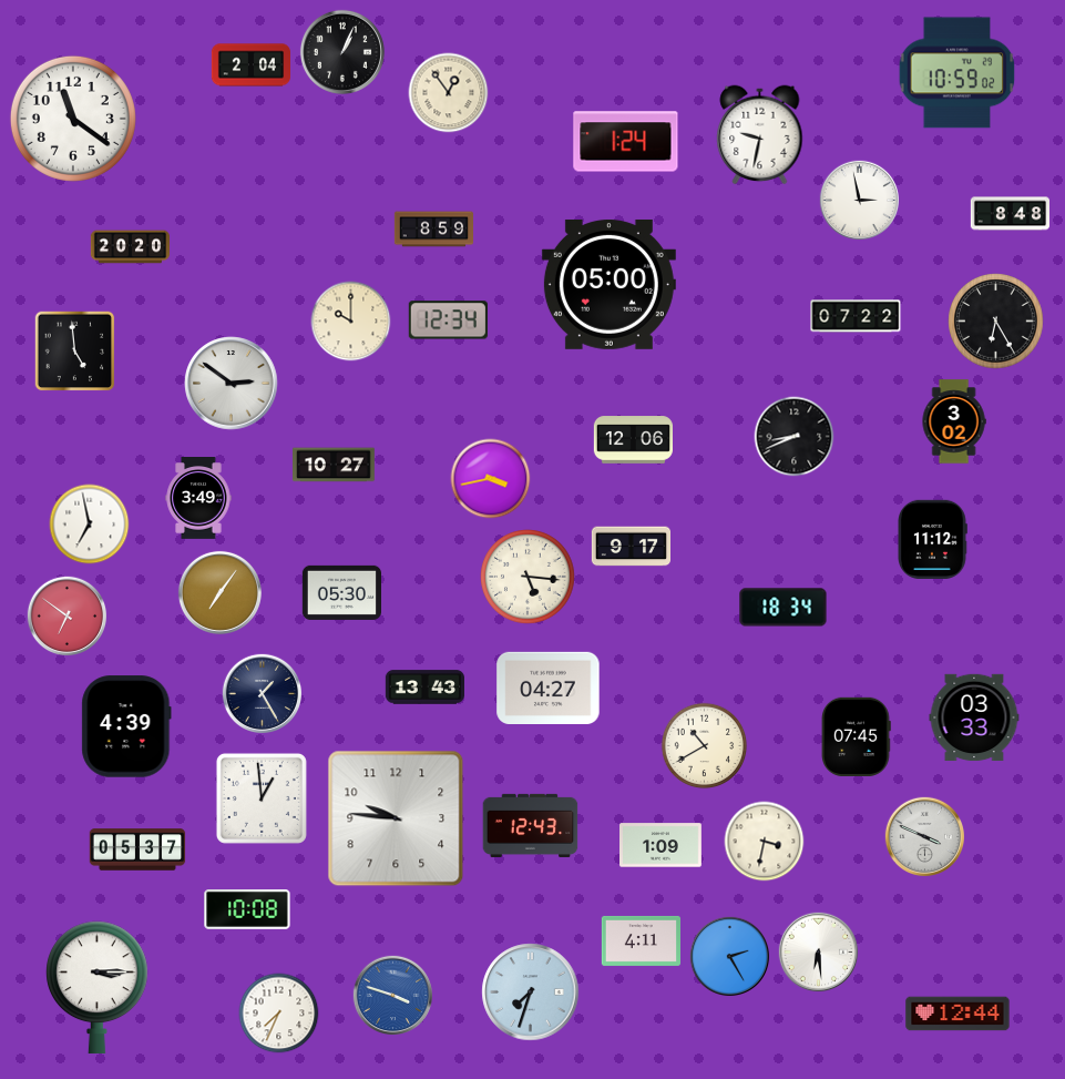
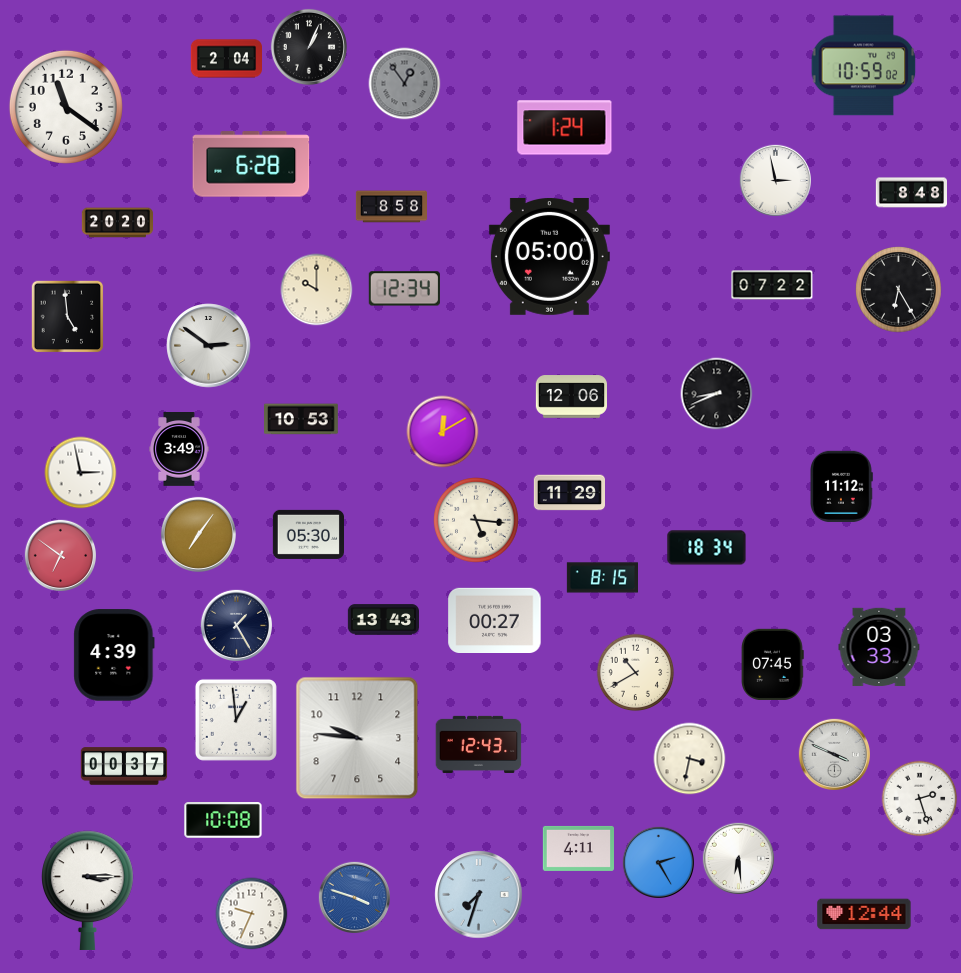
clock at (449, 93) dial: cream -> grey
clock at (760, 135): 9:32 -> none
clock at (251, 164): none -> 6:28
clock at (434, 230): 8:59 -> 8:58
clock at (954, 421): 3:02 -> none
clock at (335, 465): 10:27 -> 10:53
clock at (491, 479): 3:43 -> 12:10
clock at (90, 525): 6:58 -> 2:58
clock at (631, 547): 9:17 -> 11:29
clock at (602, 578): none -> 8:15
clock at (549, 688): 04:27 -> 00:27
clock at (662, 845): 1:09 -> none
clock at (137, 849): 05:37 -> 00:37
clock at (920, 799): none -> 2:27
clock at (279, 1014): 7:34 -> 9:34
